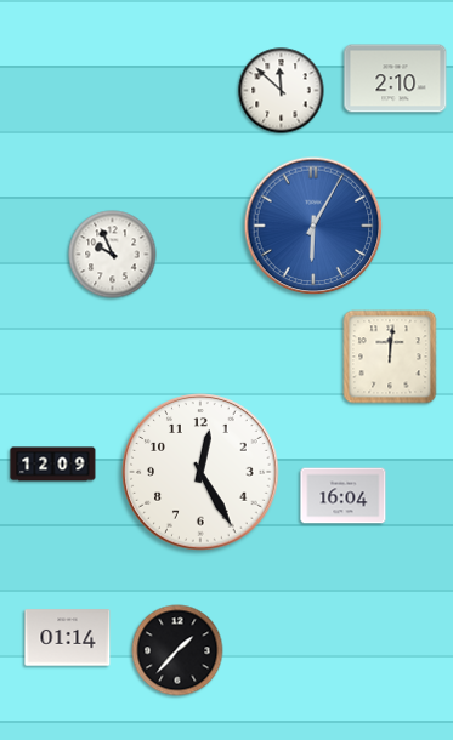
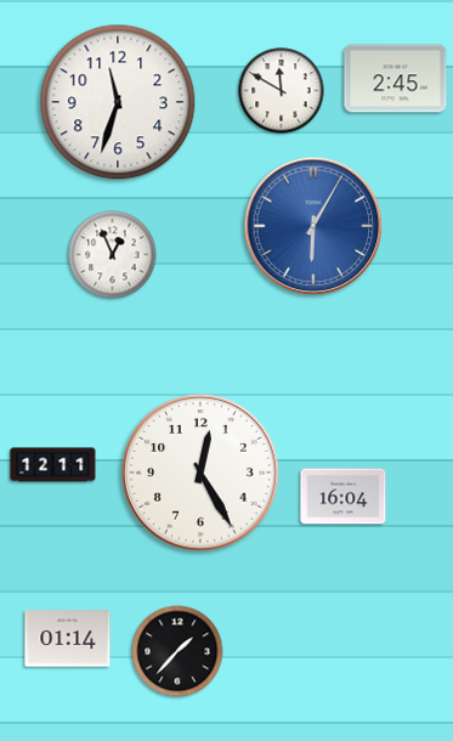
clock at (396, 79): 2:10 -> 2:45
clock at (282, 91): 11:52 -> 11:50
clock at (118, 102): none -> 11:33
clock at (113, 255): 9:56 -> 12:56
clock at (390, 357): 12:01 -> none
clock at (53, 465): 12:09 -> 12:11
